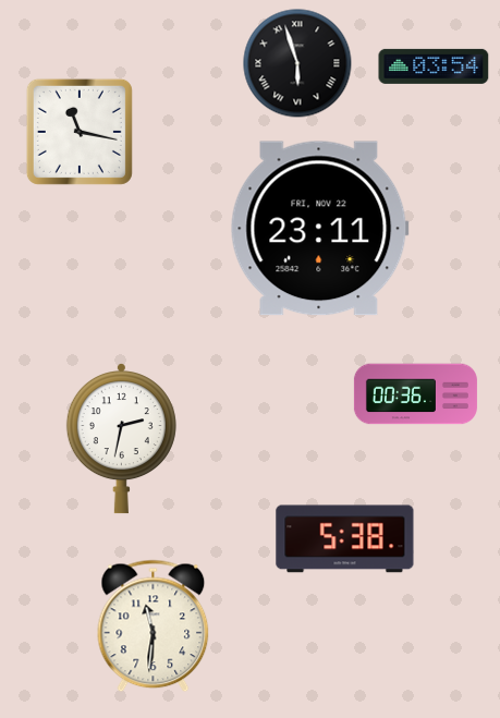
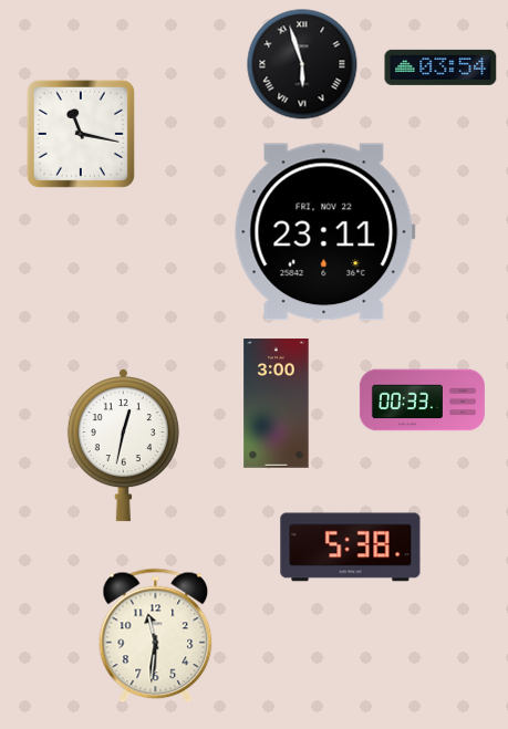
clock at (415, 394): 00:36 -> 00:33
clock at (277, 404): none -> 3:00
clock at (121, 439): 2:32 -> 12:32
